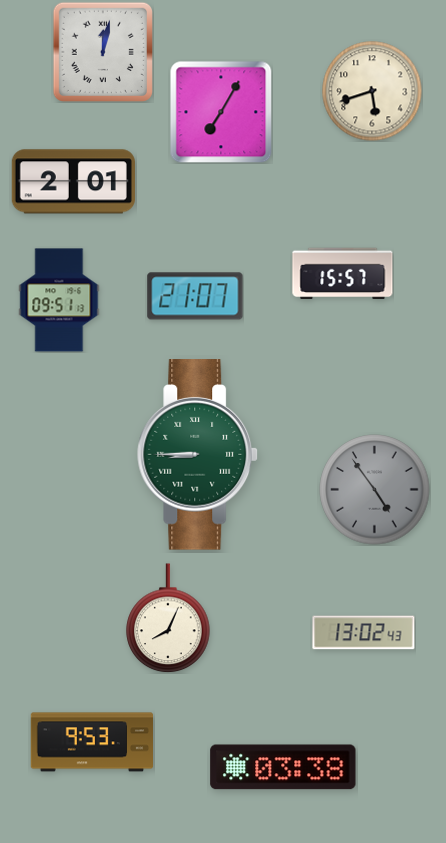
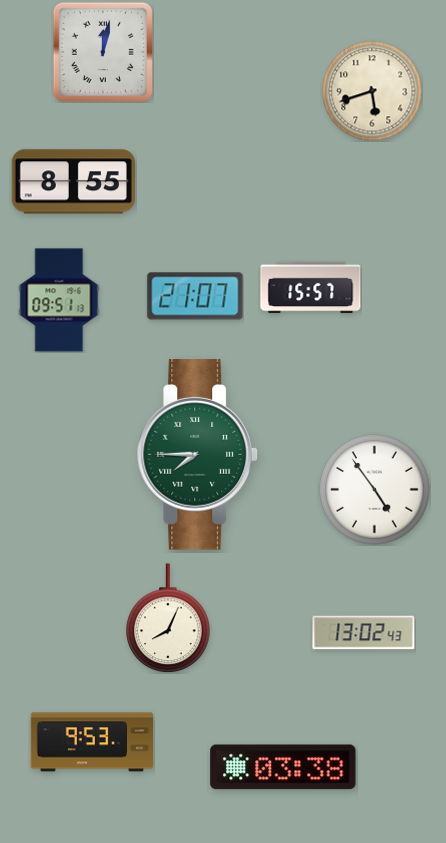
clock at (221, 112): 7:05 -> none
clock at (73, 182): 2:01 -> 8:55
clock at (343, 274) position: (343, 274) -> (311, 288)
clock at (198, 455): 8:45 -> 7:45
clock at (375, 490) dial: grey -> white
